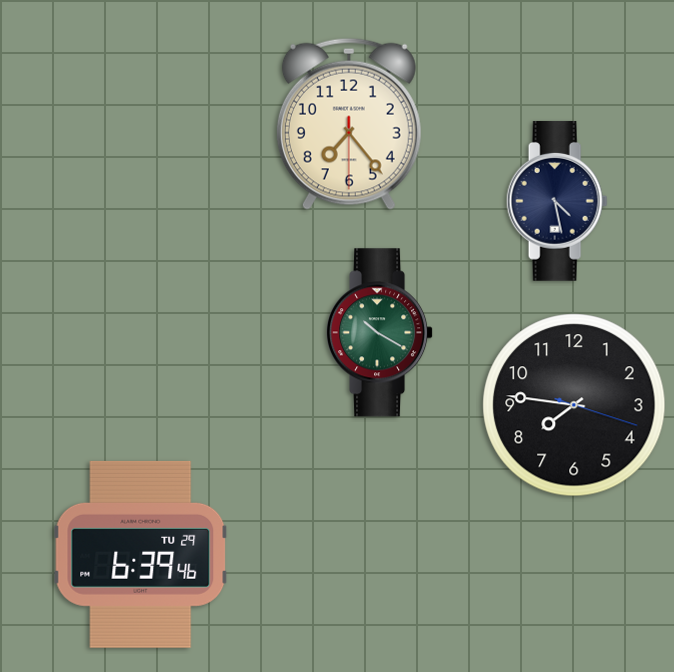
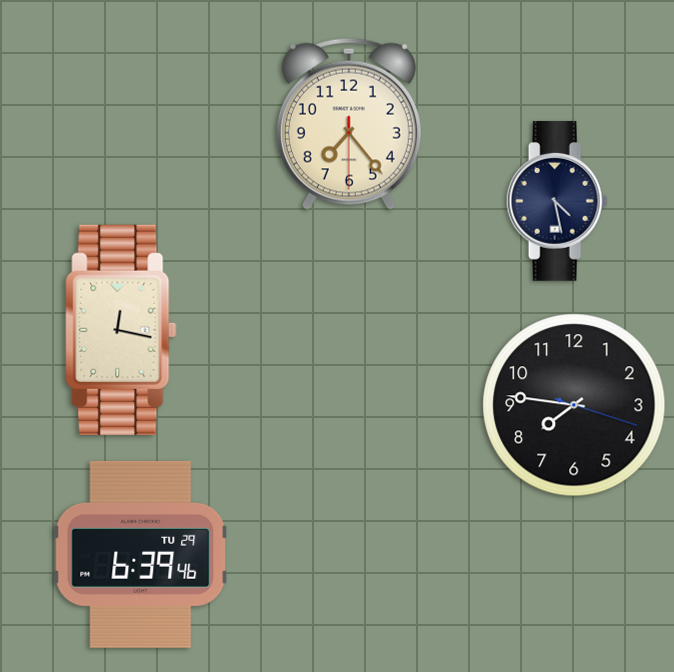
clock at (121, 330): none -> 12:17
clock at (381, 333): 10:20 -> none
